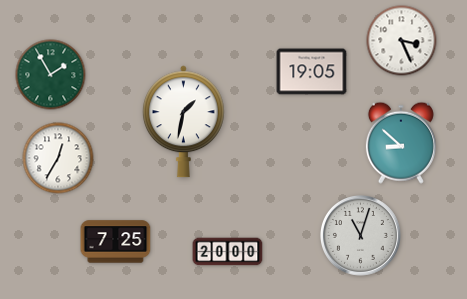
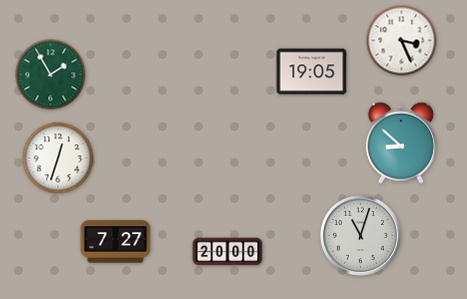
clock at (183, 122): 1:32 -> none
clock at (58, 158): 12:35 -> 12:33
clock at (116, 242): 7:25 -> 7:27
